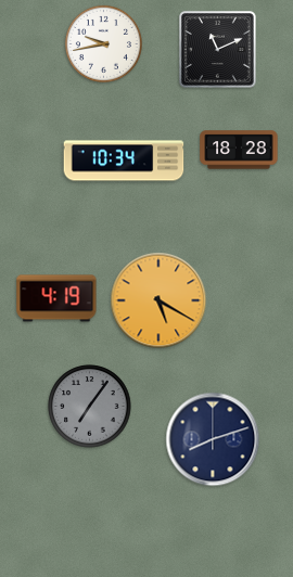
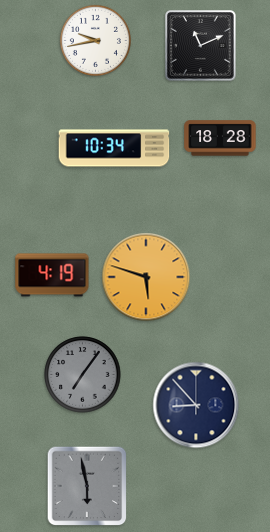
clock at (158, 300): 5:20 -> 5:48
clock at (213, 439): 8:12 -> 8:53
clock at (87, 486): none -> 5:58
